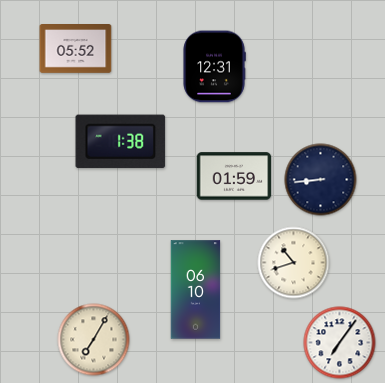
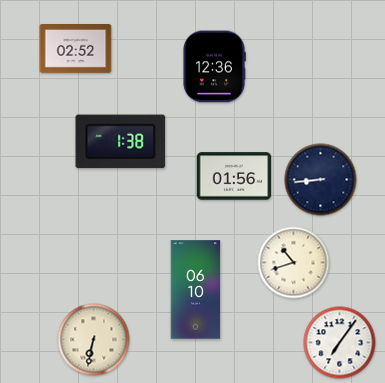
clock at (76, 49): 05:52 -> 02:52
clock at (214, 67): 12:31 -> 12:36
clock at (234, 176): 01:59 -> 01:56
clock at (94, 340): 7:05 -> 6:32
